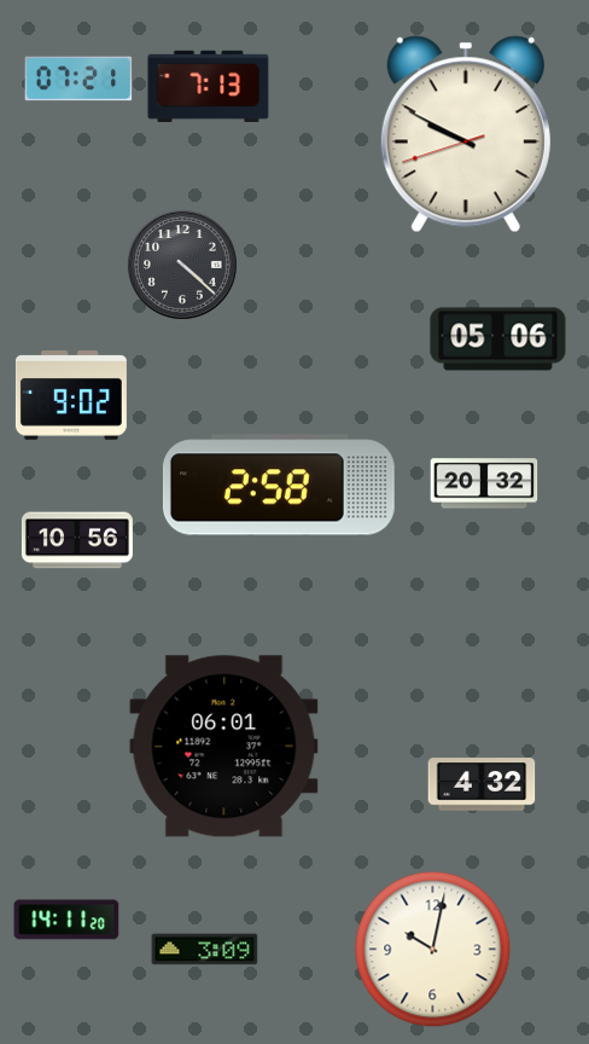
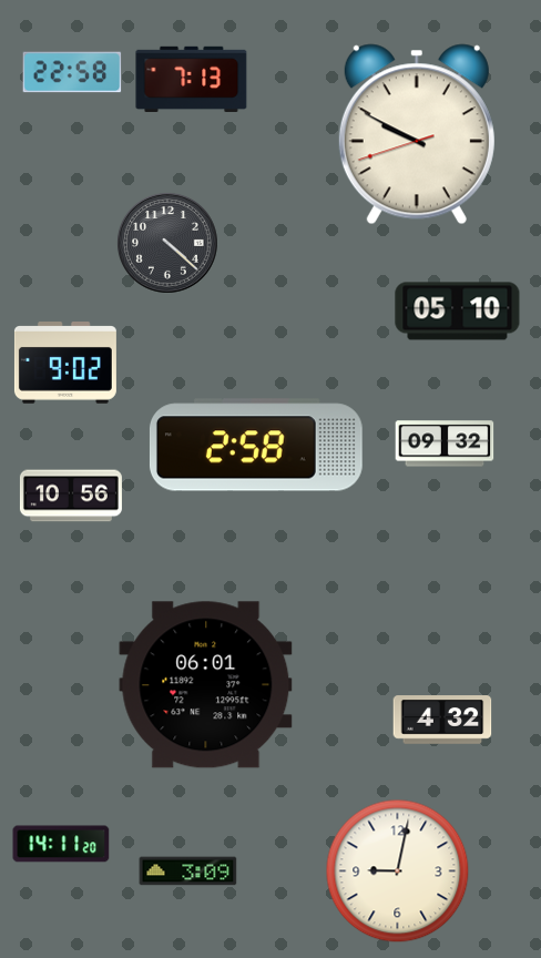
clock at (78, 79): 07:21 -> 22:58
clock at (466, 134) position: (466, 134) -> (417, 134)
clock at (498, 340): 05:06 -> 05:10
clock at (484, 483): 20:32 -> 09:32
clock at (433, 950): 10:02 -> 9:02
